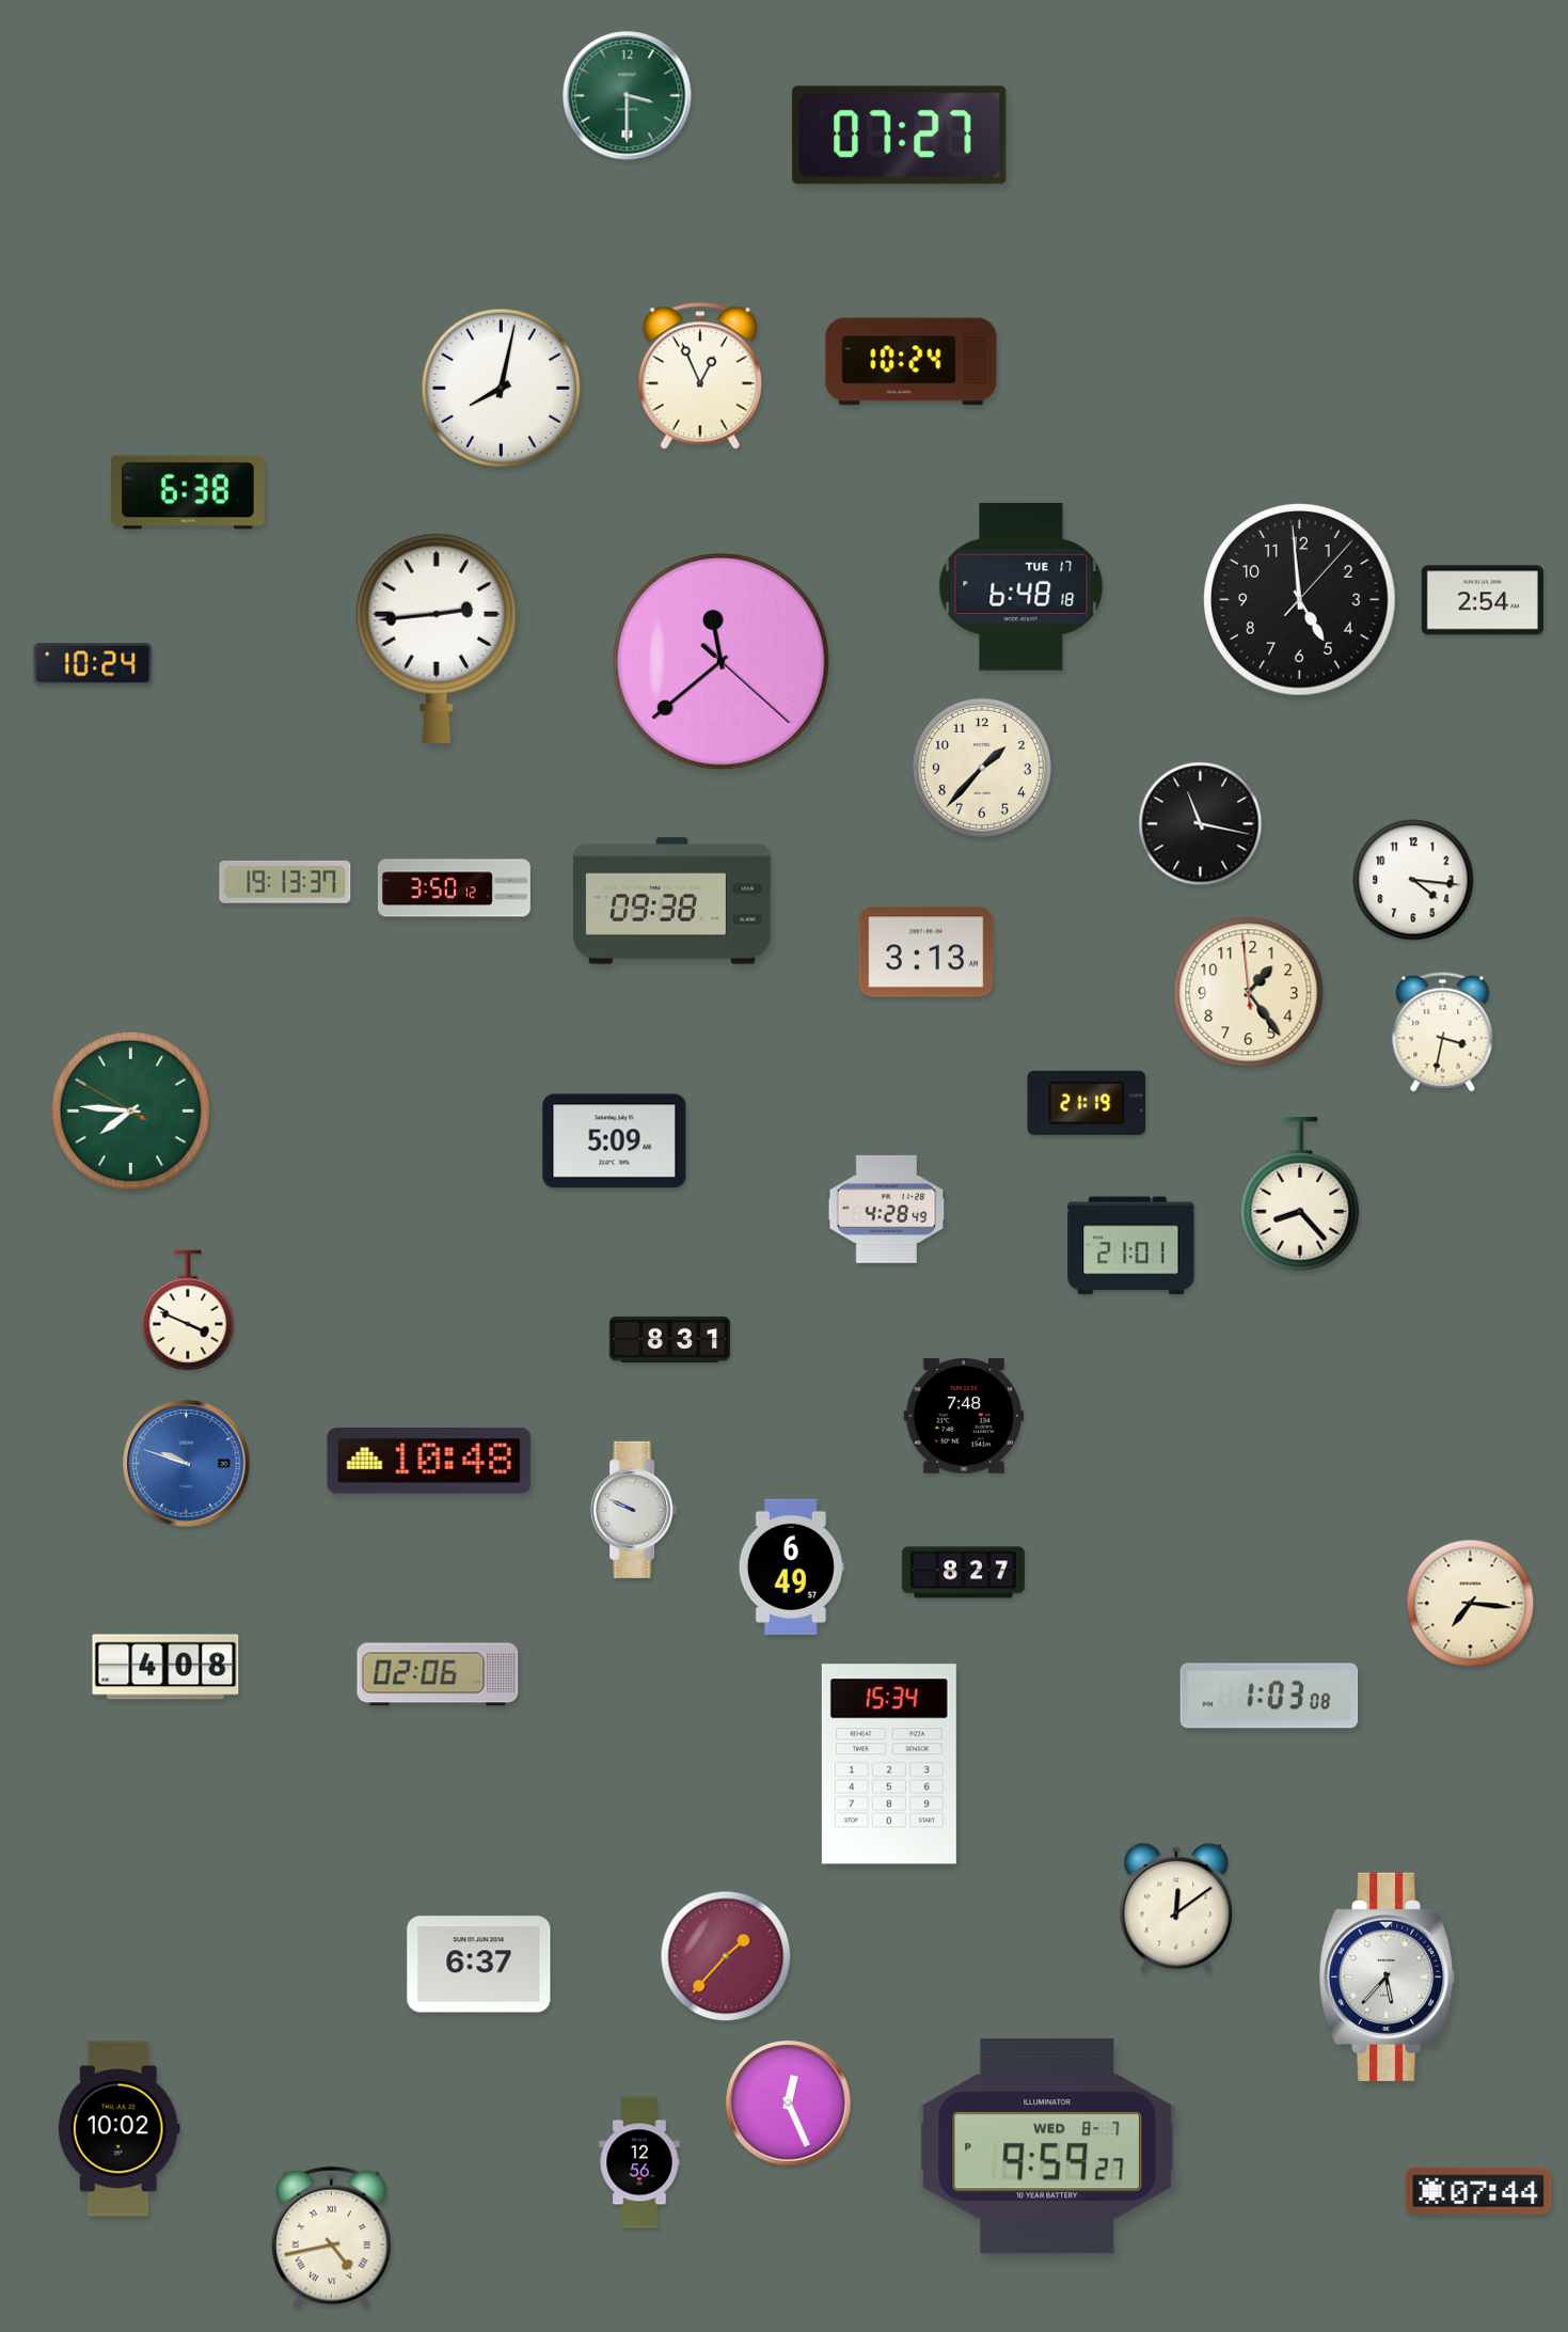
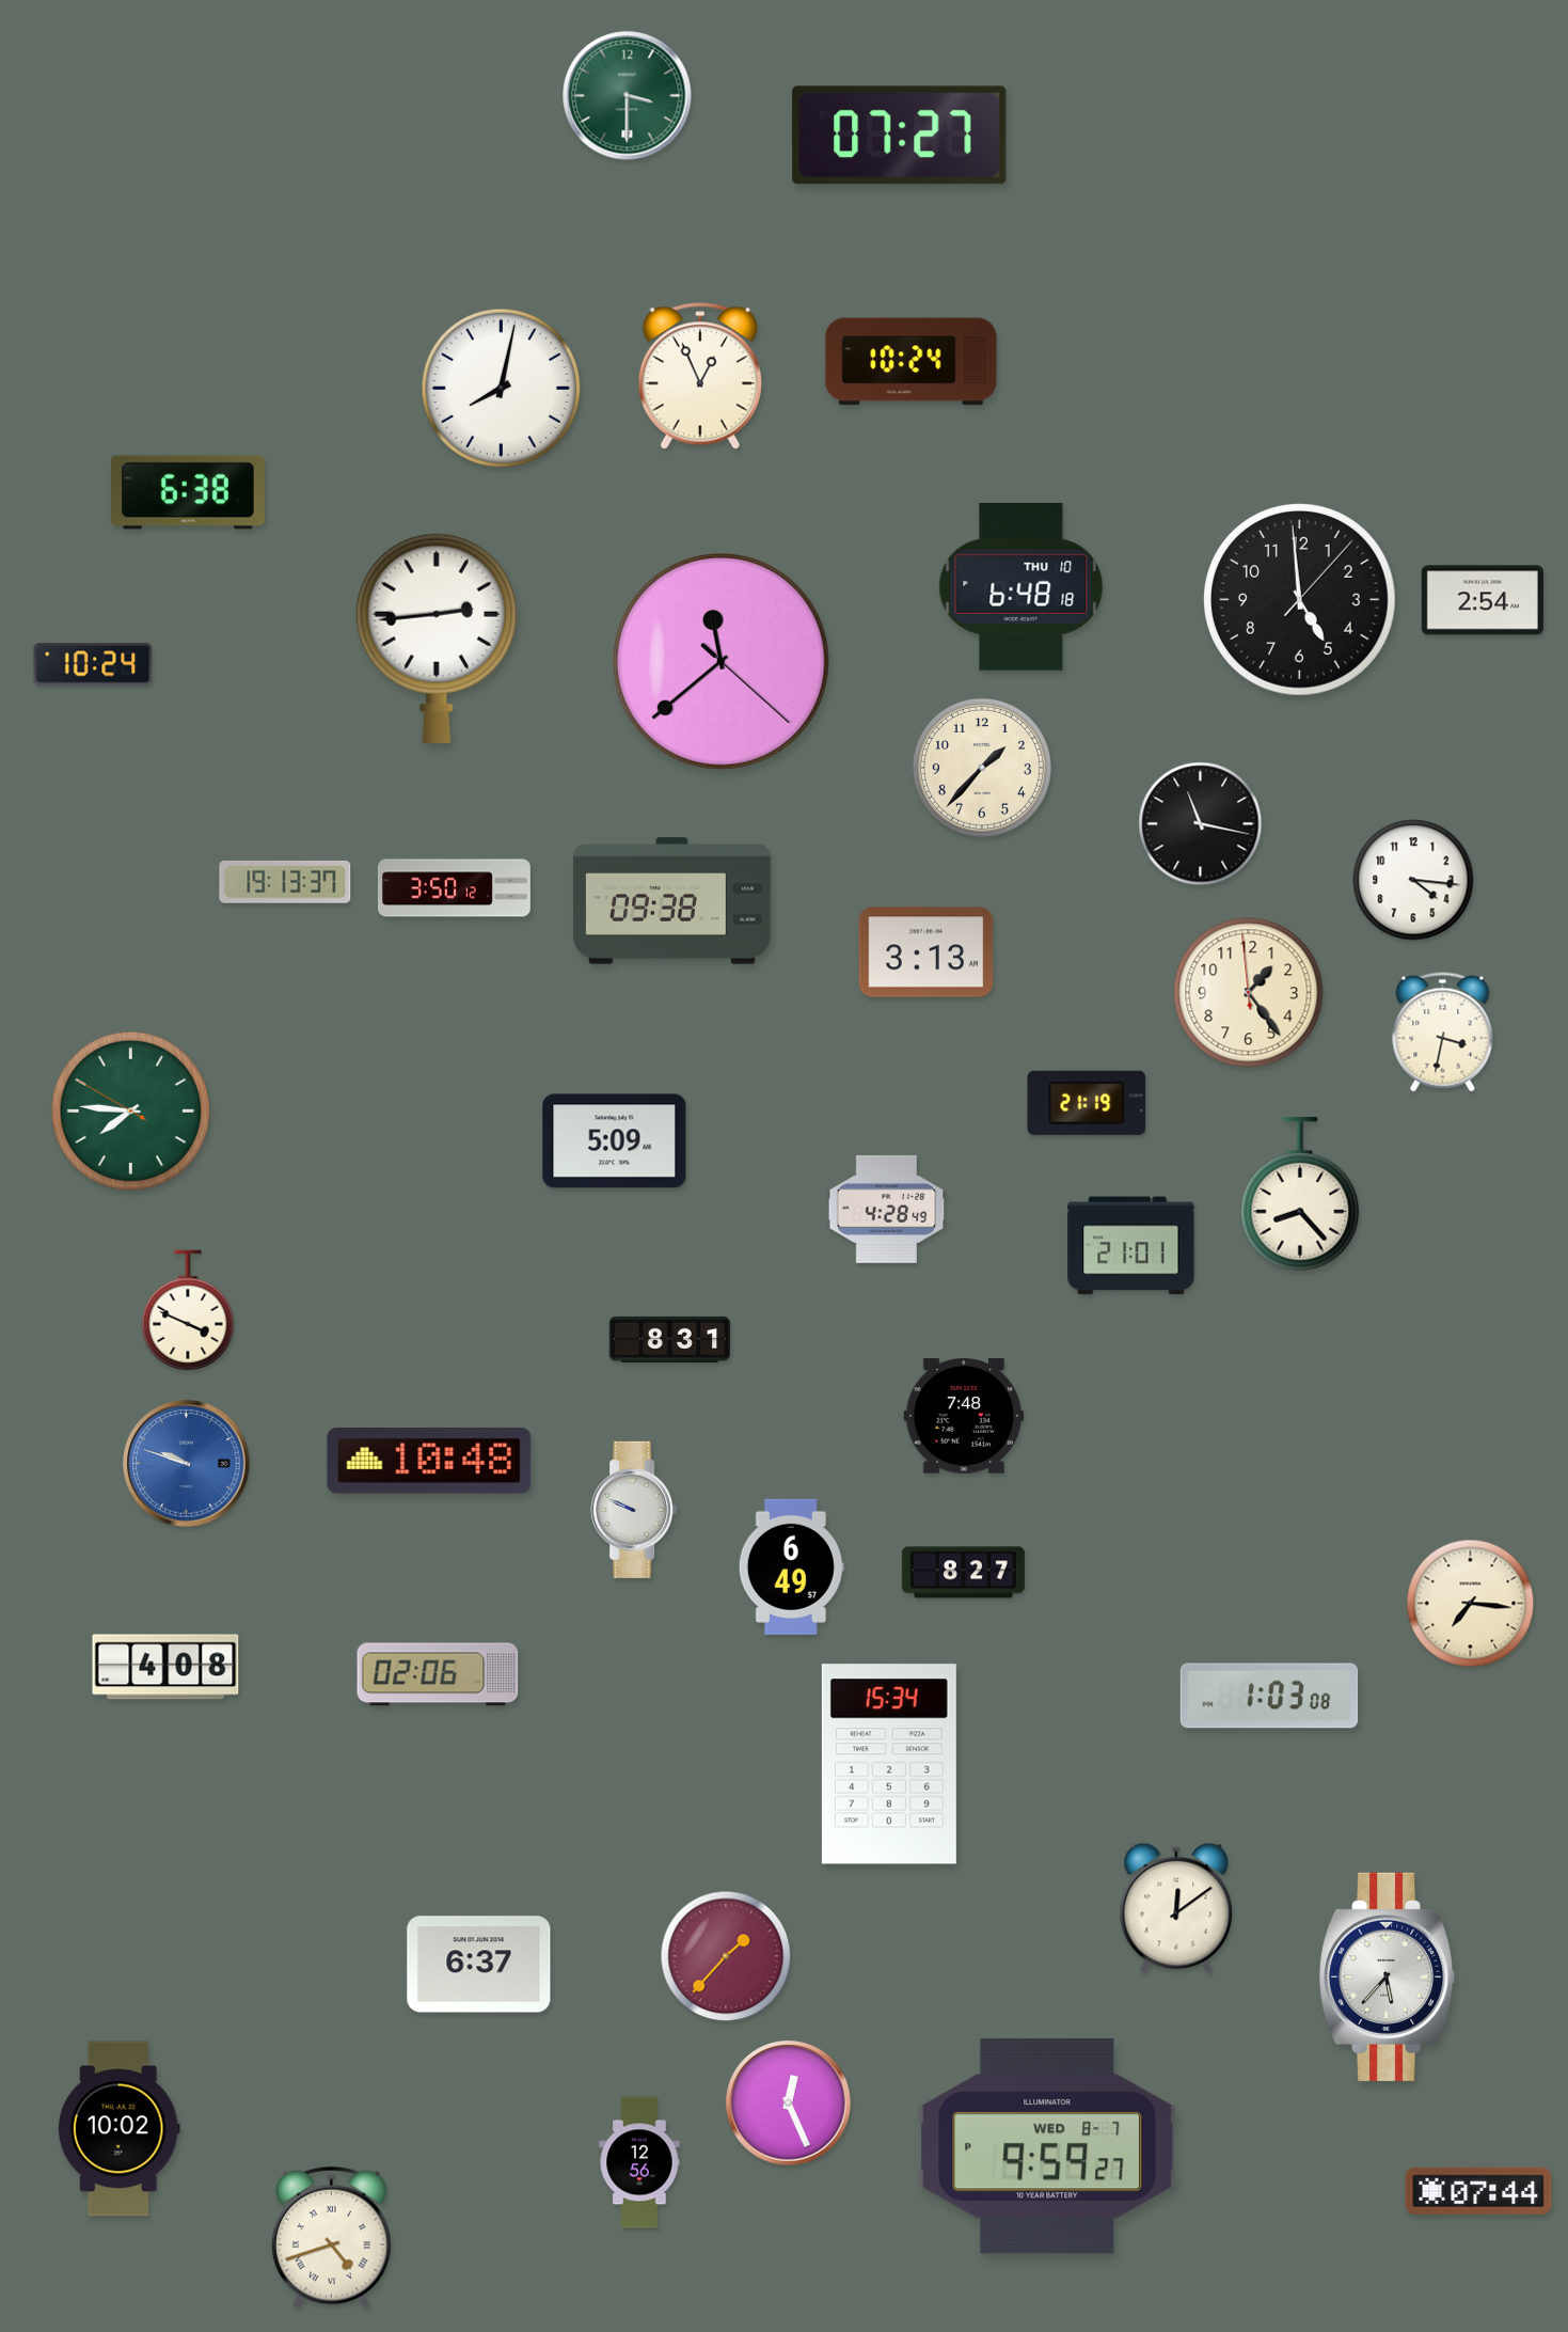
clock at (1021, 586) date: TUE 17 -> THU 10
clock at (331, 2238): 4:43 -> 4:42
